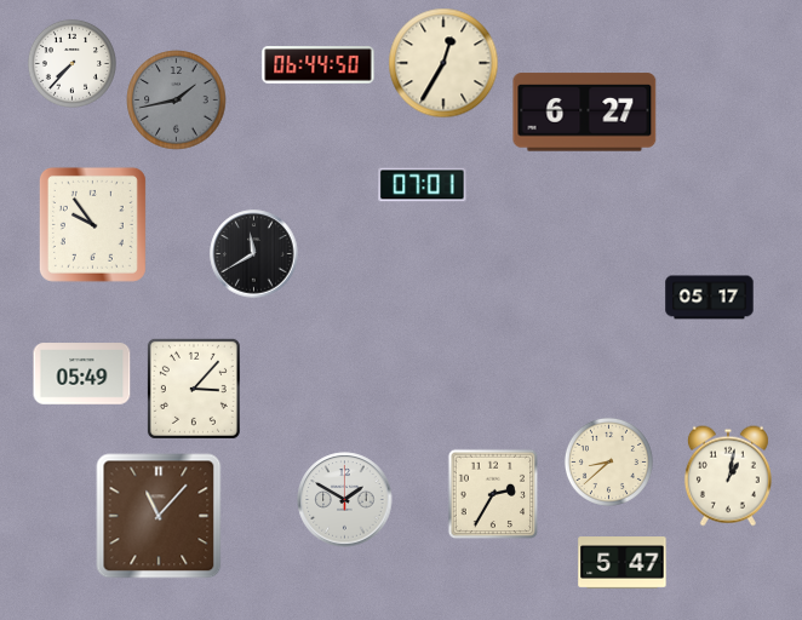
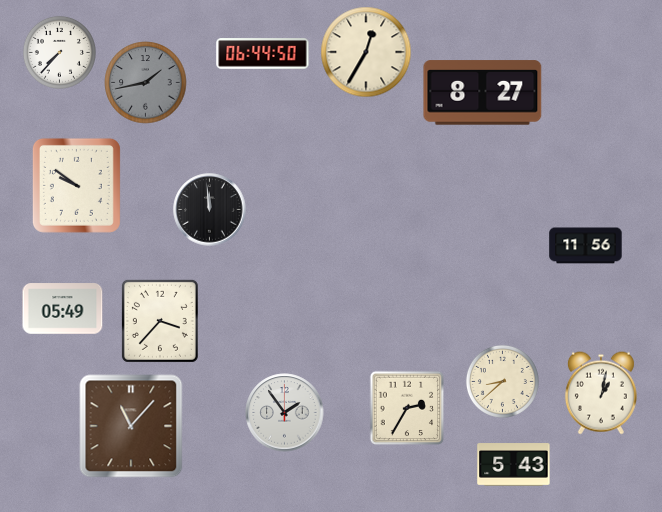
clock at (585, 113): 6:27 -> 8:27
clock at (423, 185): 07:01 -> none
clock at (92, 224): 9:54 -> 9:51
clock at (254, 254): 11:40 -> 11:59
clock at (710, 298): 05:17 -> 11:56
clock at (82, 374) position: (82, 374) -> (63, 309)
clock at (194, 389): 3:07 -> 3:37
clock at (345, 500): 1:50 -> 1:54
clock at (623, 563): 5:47 -> 5:43
